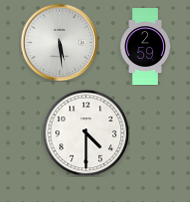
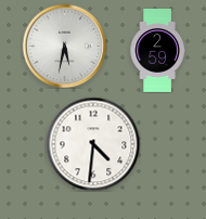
clock at (59, 42): 5:29 -> 5:32
clock at (86, 133): 4:30 -> 4:31
